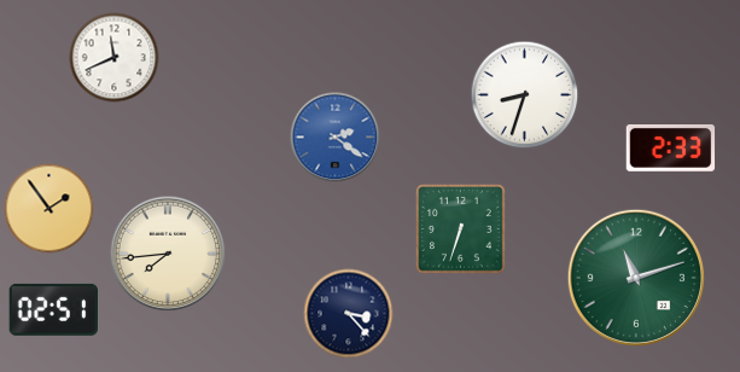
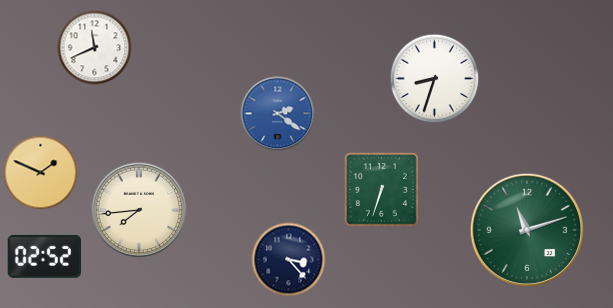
clock at (671, 149): 2:33 -> none
clock at (49, 209): 1:54 -> 1:49
clock at (53, 309): 02:51 -> 02:52
